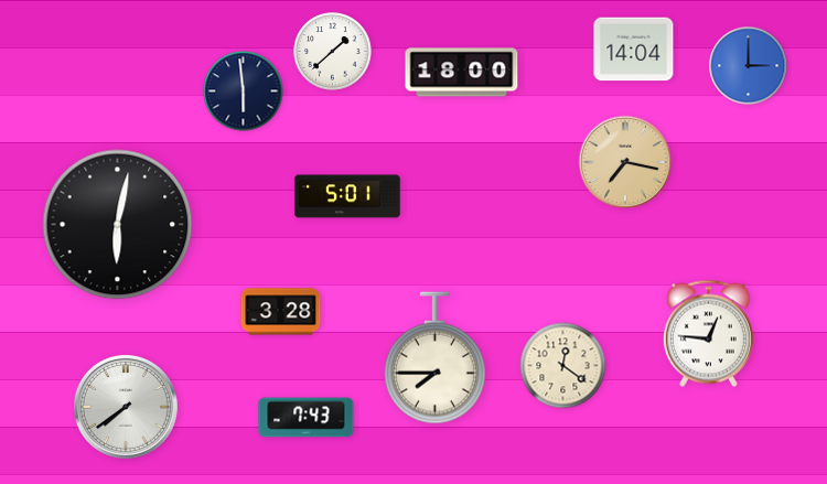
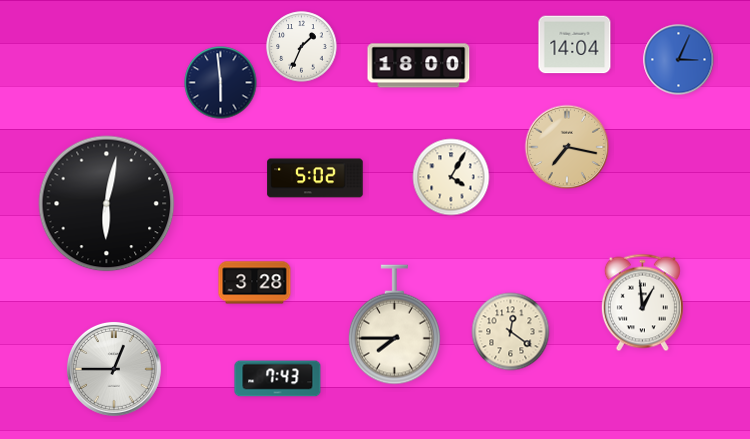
clock at (333, 52): 1:38 -> 1:34
clock at (749, 66): 3:00 -> 3:04
clock at (451, 177): none -> 4:05
clock at (347, 196): 5:01 -> 5:02
clock at (708, 334): 12:46 -> 12:59
clock at (126, 407): 7:39 -> 12:45
